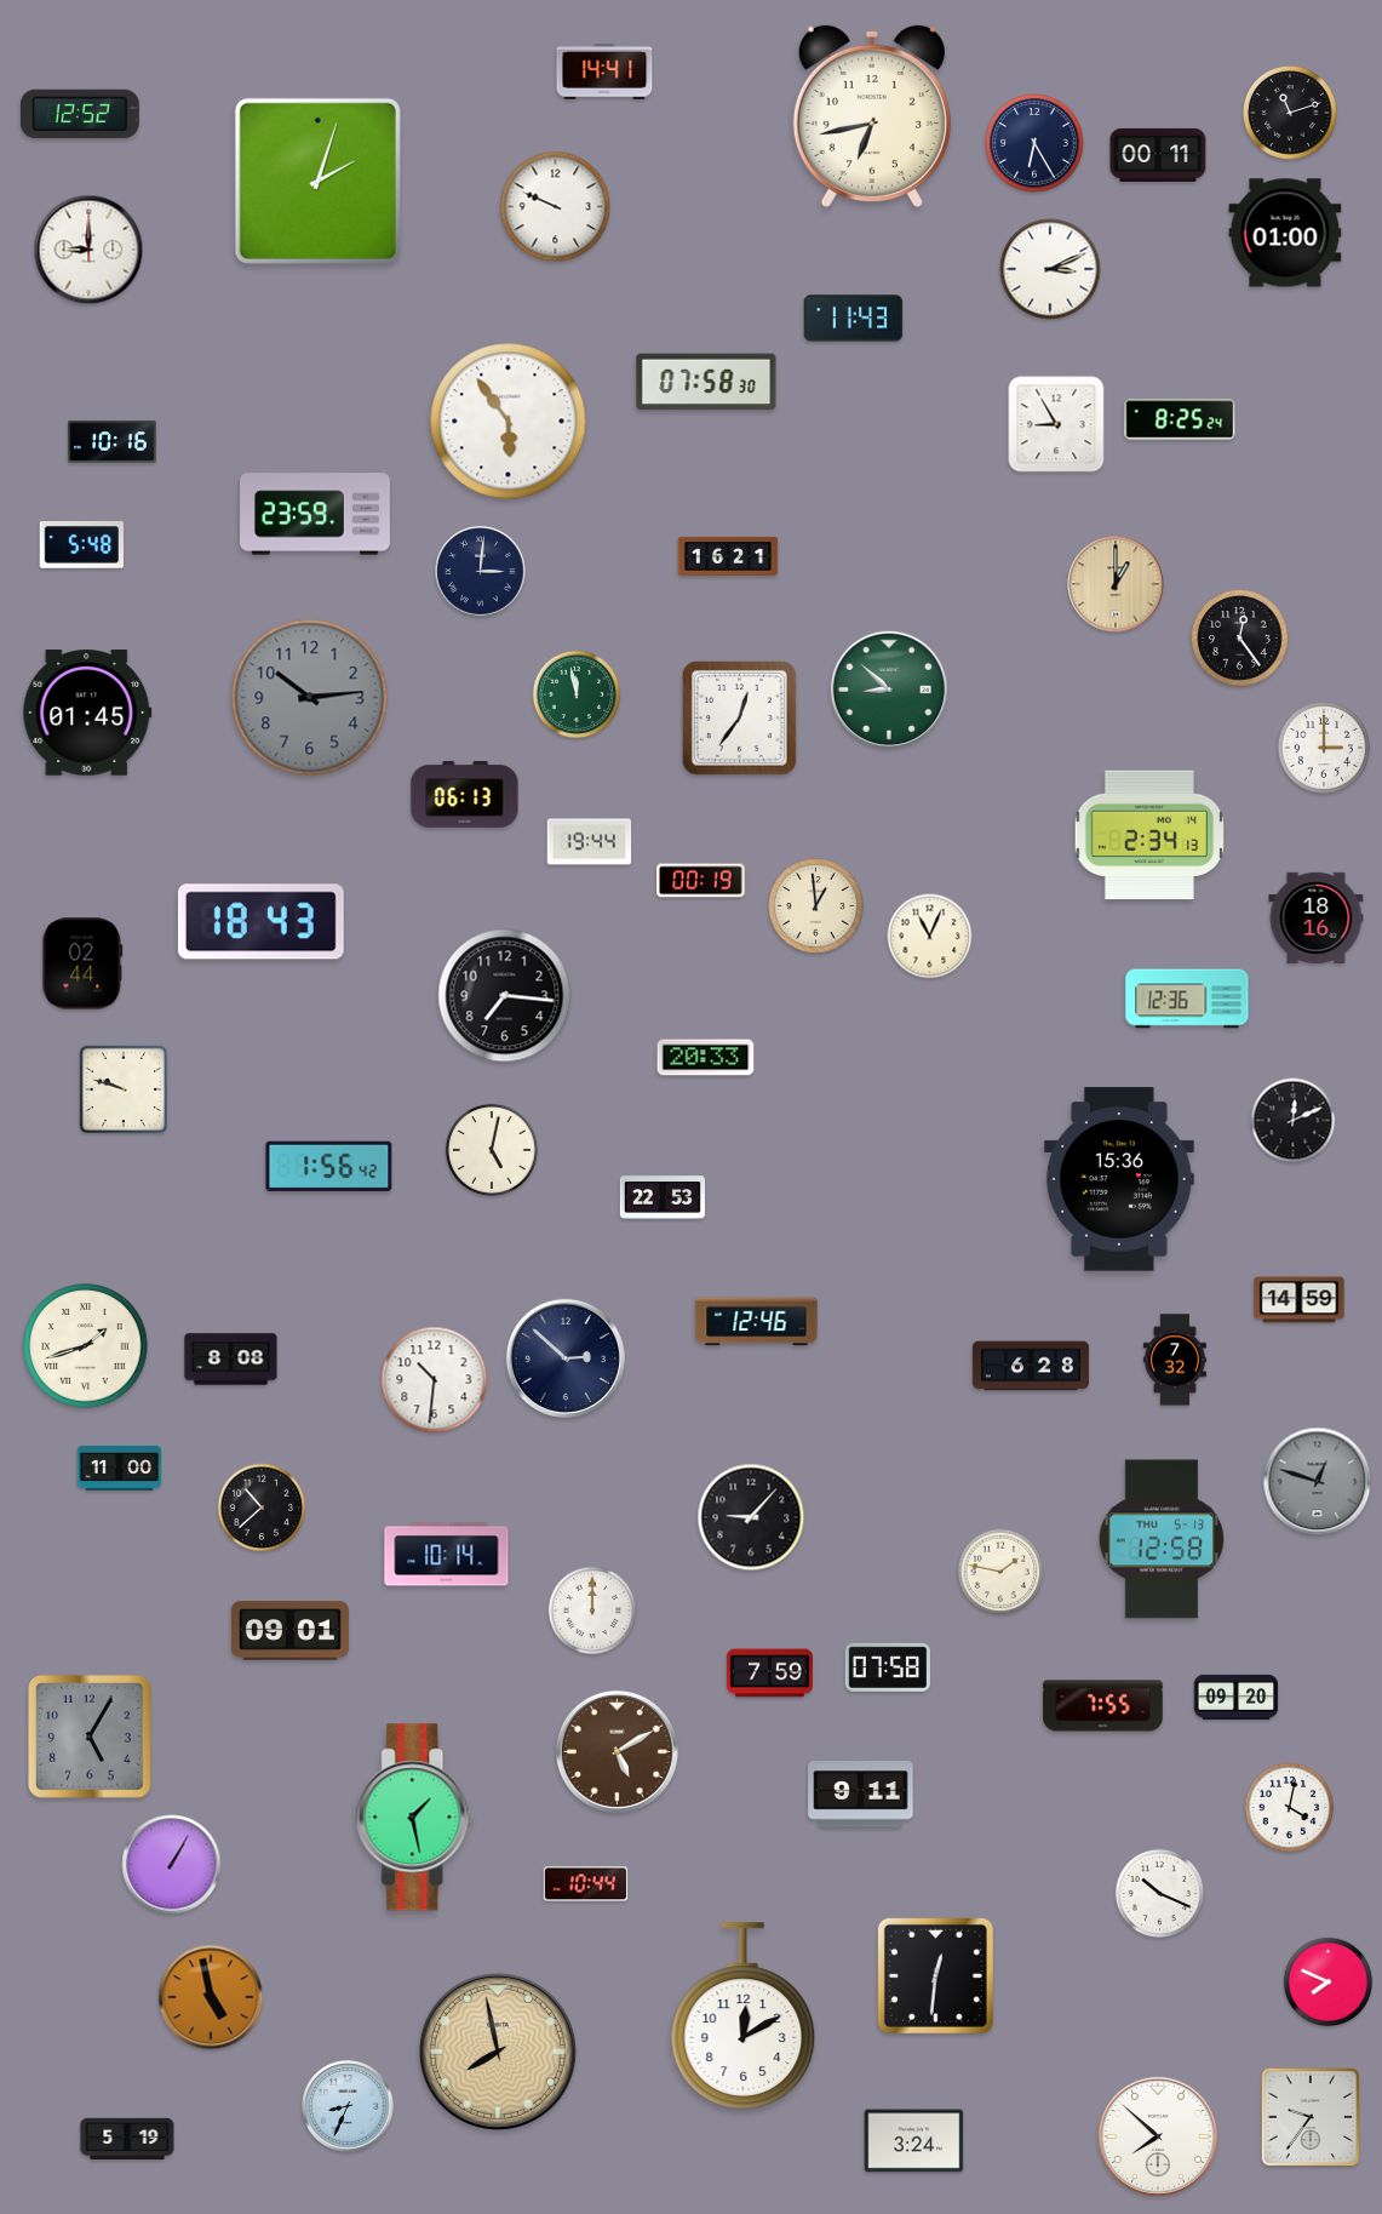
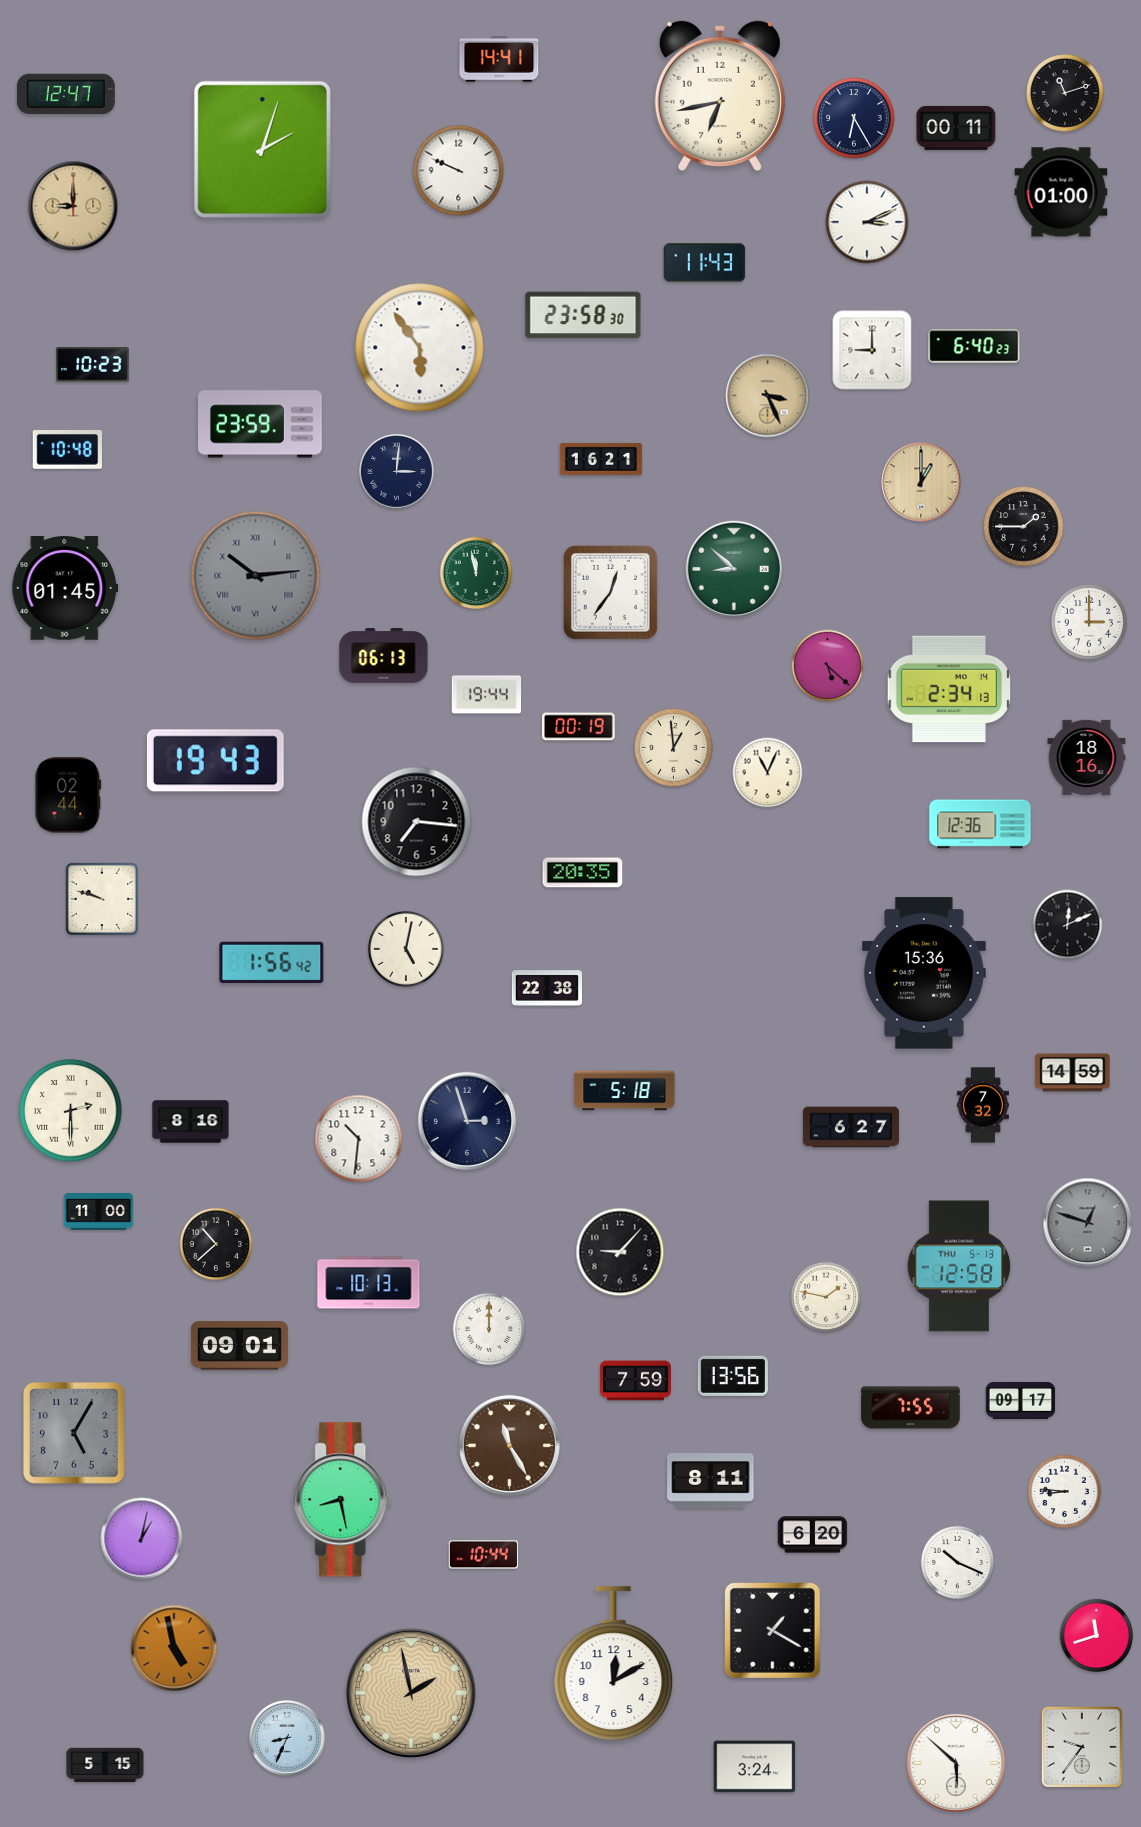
clock at (80, 114): 12:52 -> 12:47
clock at (88, 250) dial: white -> champagne
clock at (706, 382): 07:58 -> 23:58
clock at (1180, 419): 8:25 -> 6:40
clock at (1056, 424): 8:55 -> 9:00
clock at (113, 442): 10:16 -> 10:23
clock at (768, 396): none -> 3:26
clock at (81, 545): 5:48 -> 10:48
clock at (1240, 639): 12:24 -> 1:45
clock at (310, 698) numerals: Arabic -> Roman
clock at (87, 713) position: (87, 713) -> (65, 588)
clock at (1324, 748) position: (1324, 748) -> (1089, 622)
clock at (828, 666): none -> 5:22
clock at (260, 922): 18:43 -> 19:43
clock at (706, 1058): 20:33 -> 20:35
clock at (661, 1197): 22:53 -> 22:38
clock at (757, 1322): 12:46 -> 5:18
clock at (86, 1346): 1:42 -> 2:30
clock at (566, 1358): 2:52 -> 2:57
clock at (231, 1360): 8:08 -> 8:16
clock at (1175, 1360) position: (1175, 1360) -> (983, 1105)
clock at (1031, 1366): 6:28 -> 6:27
clock at (1162, 1539) position: (1162, 1539) -> (959, 1266)
clock at (447, 1555): 10:14 -> 10:13
clock at (888, 1667): 07:58 -> 13:56
clock at (1237, 1697): 09:20 -> 09:17
clock at (617, 1751): 5:10 -> 11:25
clock at (861, 1795): 9:11 -> 8:11
clock at (1290, 1808): 4:02 -> 8:46
clock at (415, 1818): 1:28 -> 8:28
clock at (813, 1535): none -> 6:20
clock at (172, 1865): 1:05 -> 1:02
clock at (935, 1975): 12:31 -> 1:20
clock at (1329, 1983): 7:49 -> 11:42
clock at (498, 2052): 7:58 -> 1:58
clock at (1158, 2136): 7:52 -> 5:52
clock at (127, 2139): 5:19 -> 5:15
